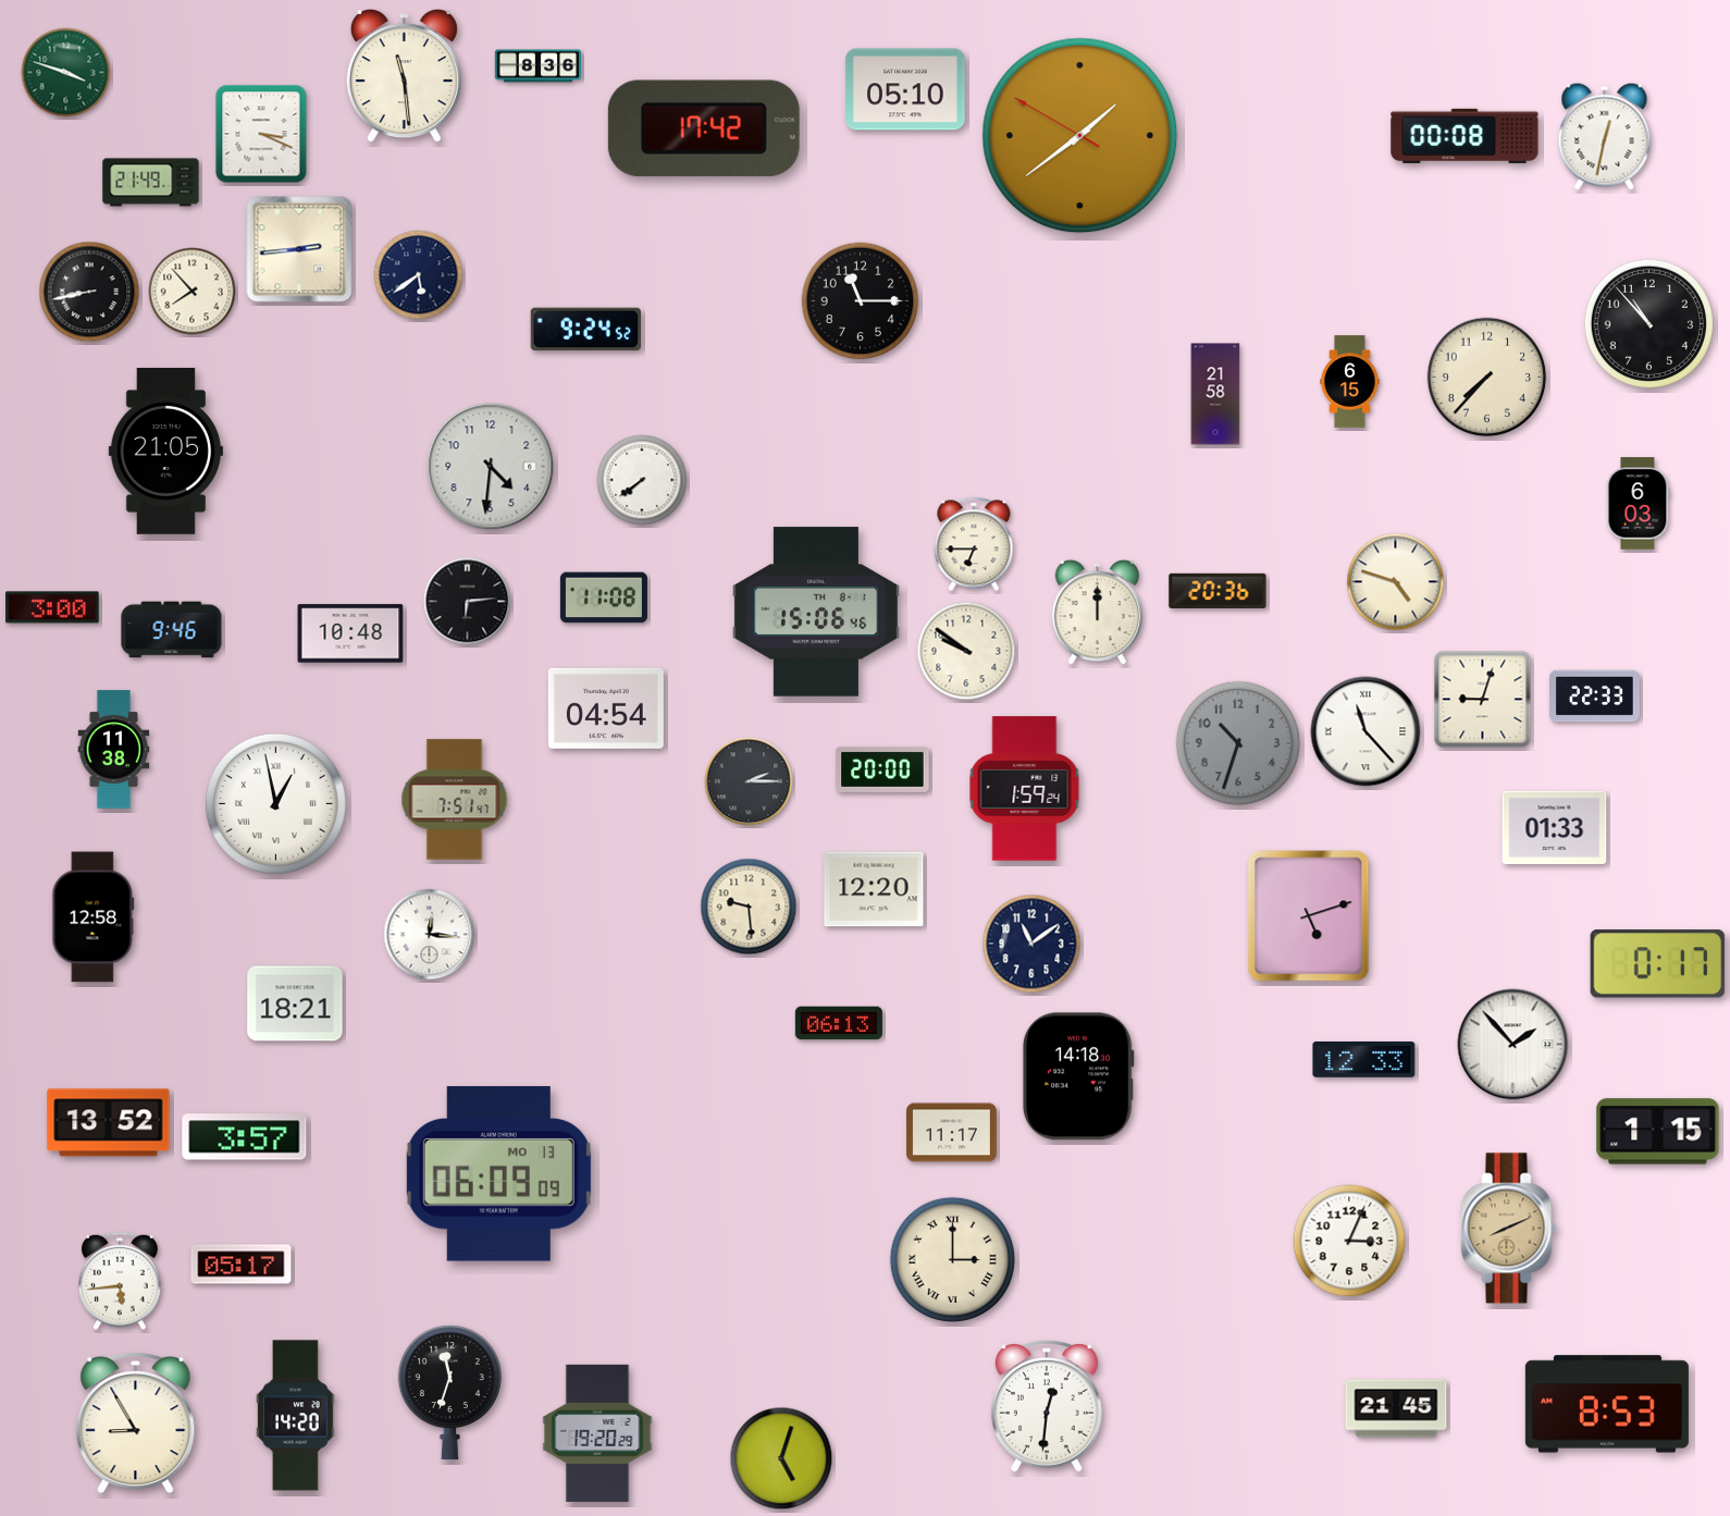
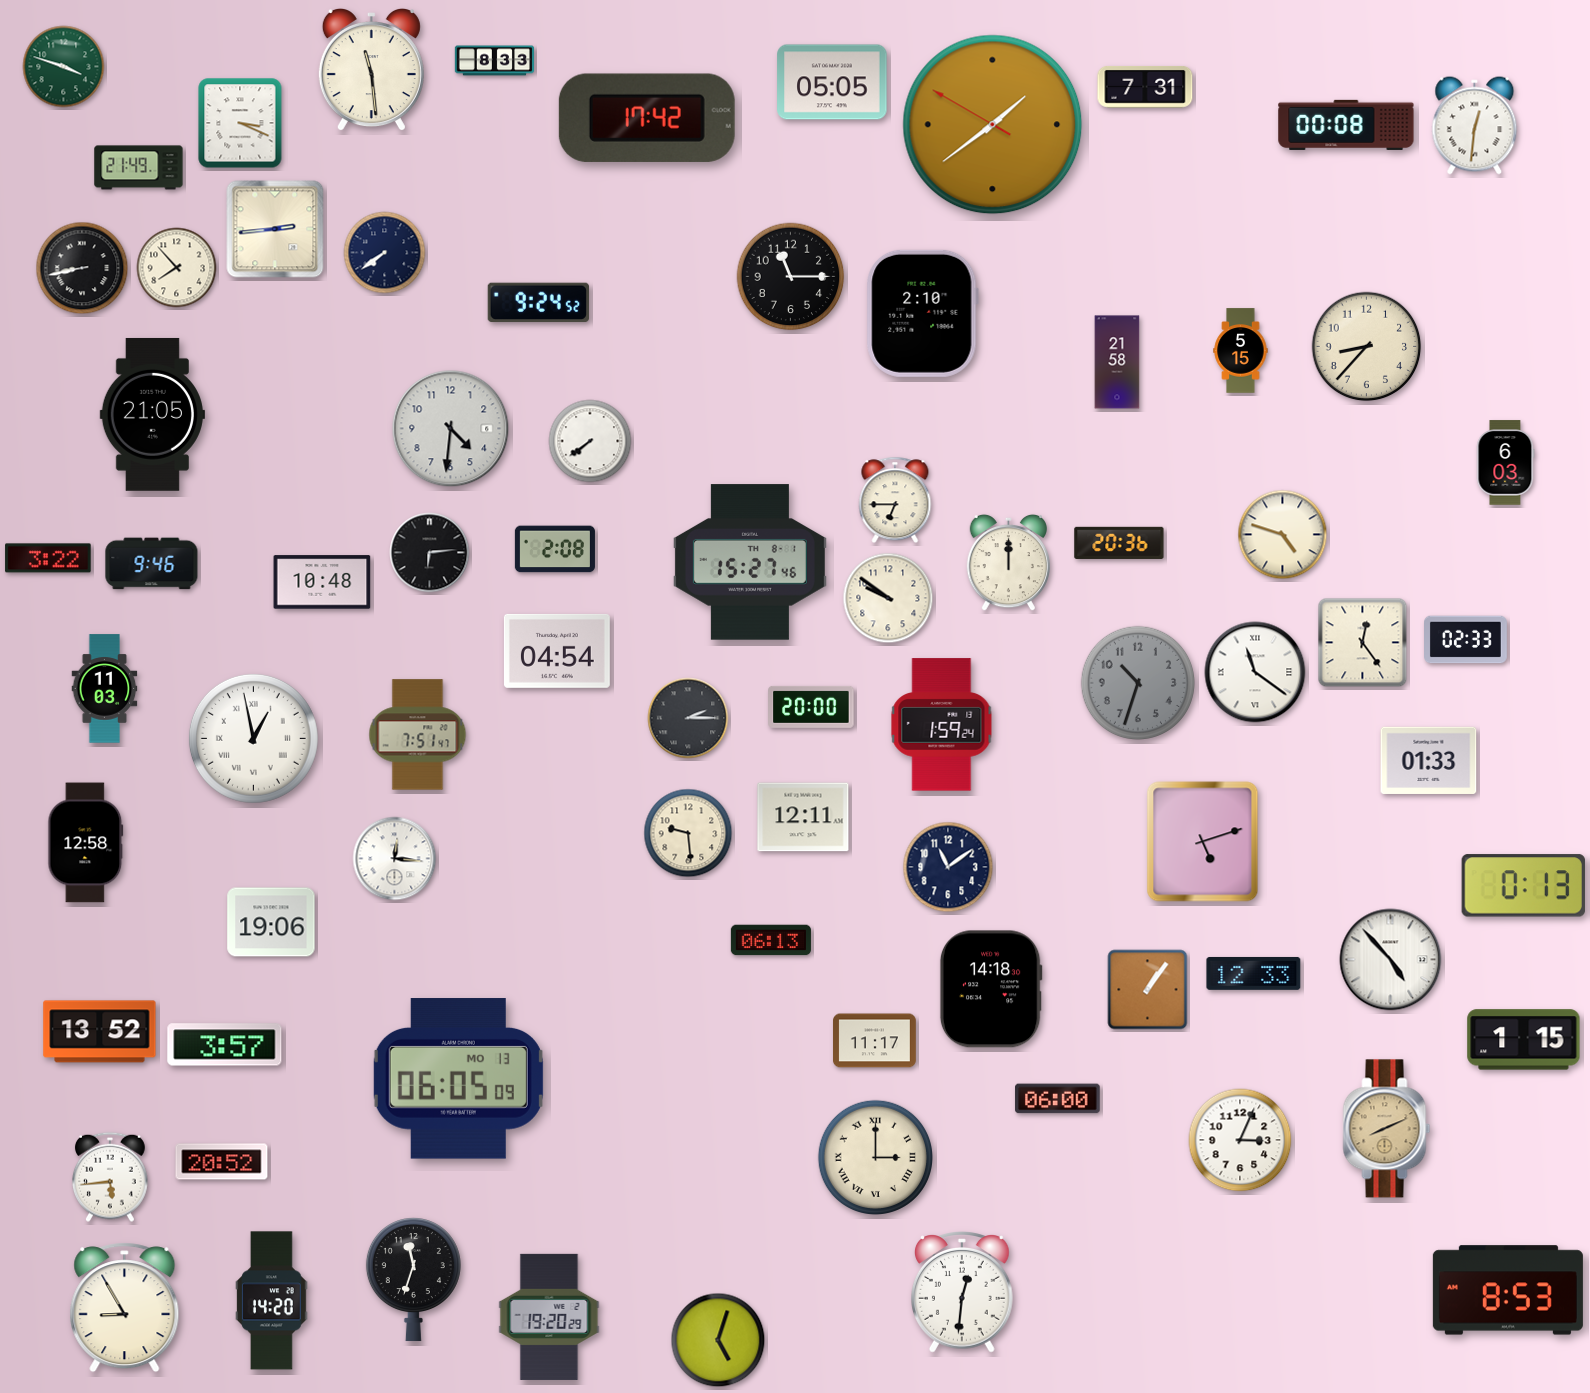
clock at (539, 66): 8:36 -> 8:33
clock at (66, 73) position: (66, 73) -> (64, 67)
clock at (905, 89): 05:10 -> 05:05
clock at (1145, 87): none -> 7:31
clock at (1605, 137): 12:32 -> 12:31
clock at (419, 275): 5:39 -> 7:39
clock at (1648, 323): 10:53 -> none
clock at (922, 313): none -> 2:10
clock at (1487, 378): 7:37 -> 8:37
clock at (1350, 382): 6:15 -> 5:15
clock at (604, 597): 11:08 -> 2:08
clock at (52, 607): 3:00 -> 3:22
clock at (816, 612): 15:06 -> 15:27
clock at (172, 630) position: (172, 630) -> (152, 564)
clock at (1595, 697): 22:33 -> 02:33
clock at (1483, 700): 9:03 -> 12:24
clock at (1366, 731): 11:23 -> 11:21
clock at (114, 750): 11:38 -> 11:03
clock at (874, 889): 12:20 -> 12:11
clock at (1657, 964): 0:17 -> 0:13
clock at (295, 1003): 18:21 -> 19:06
clock at (1513, 1045): 1:53 -> 4:53
clock at (1148, 990): none -> 1:06
clock at (498, 1174): 06:09 -> 06:05
clock at (1058, 1099): none -> 06:00
clock at (242, 1265): 05:17 -> 20:52
clock at (1607, 1404) position: (1607, 1404) -> (1508, 1290)
clock at (1396, 1408): 21:45 -> none
